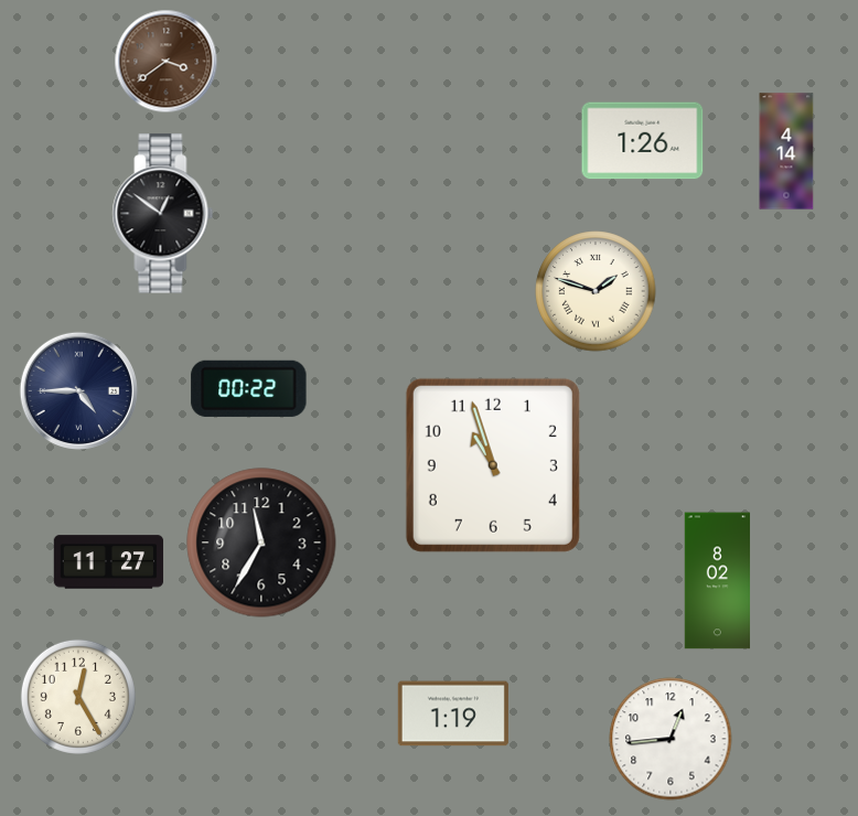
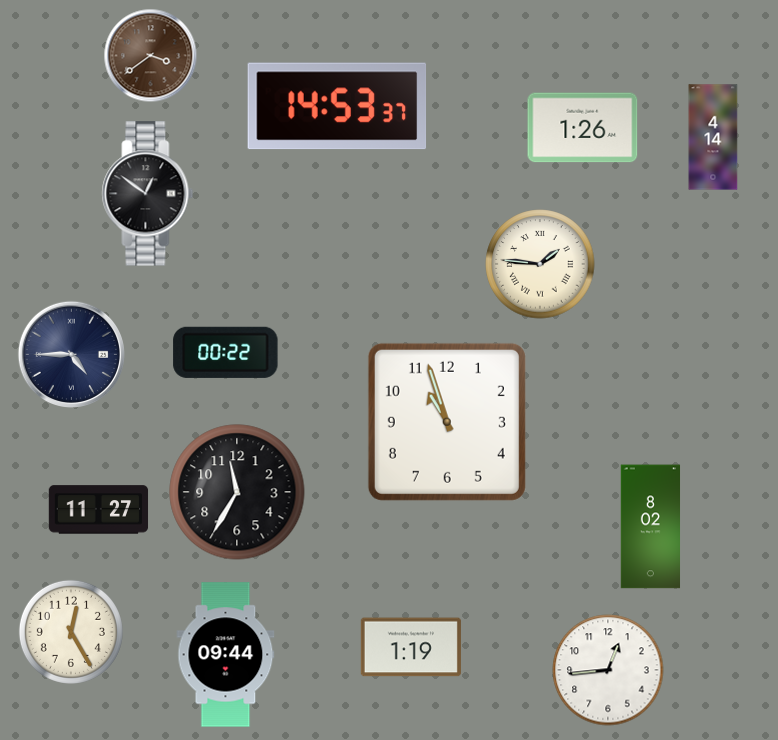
clock at (337, 106): none -> 14:53
clock at (596, 291): 1:48 -> 1:46
clock at (226, 655): none -> 09:44
